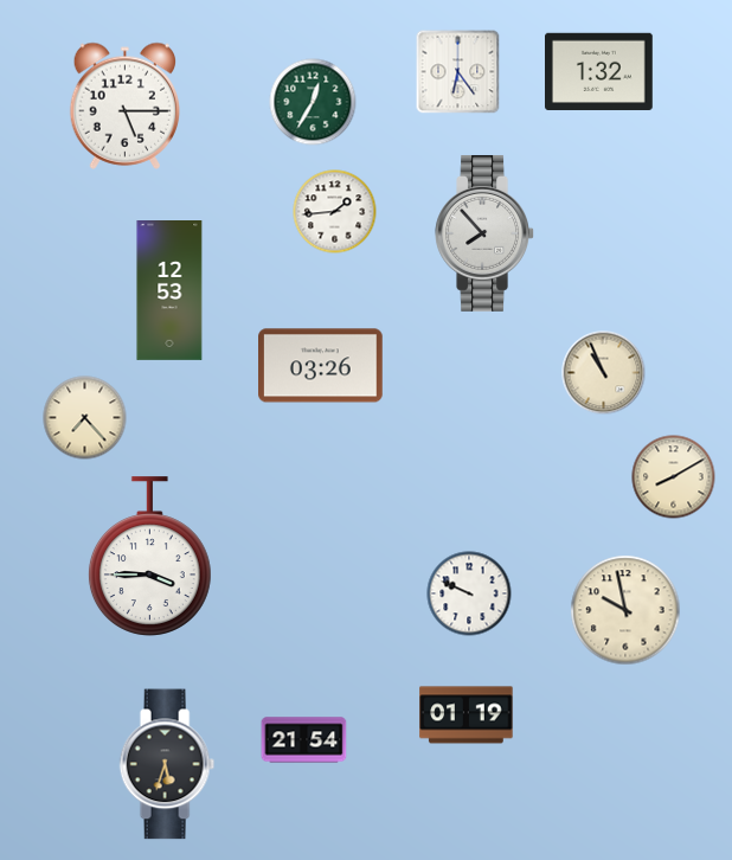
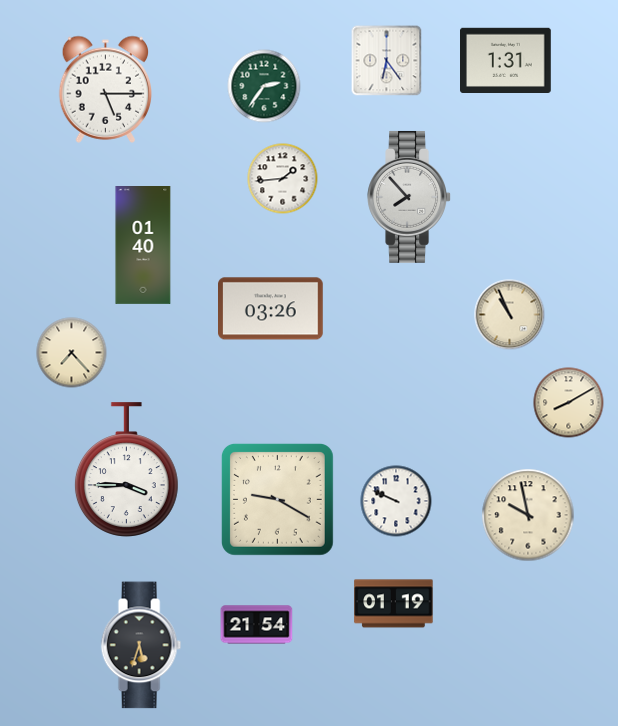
clock at (599, 71): 1:32 -> 1:31
clock at (313, 102): 12:35 -> 2:36
clock at (169, 291): 12:53 -> 01:40
clock at (277, 499): none -> 9:20
